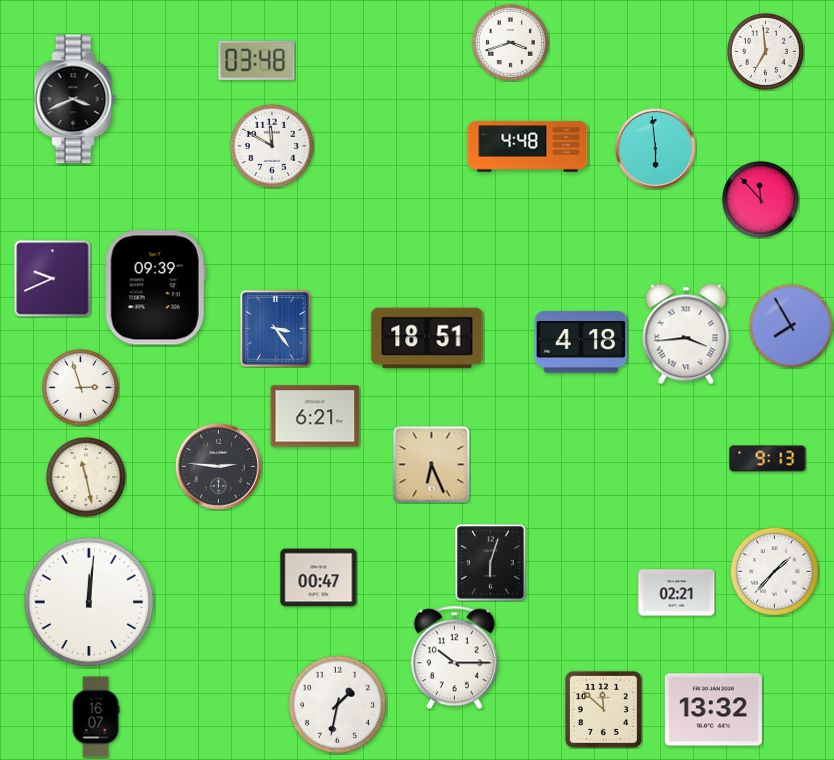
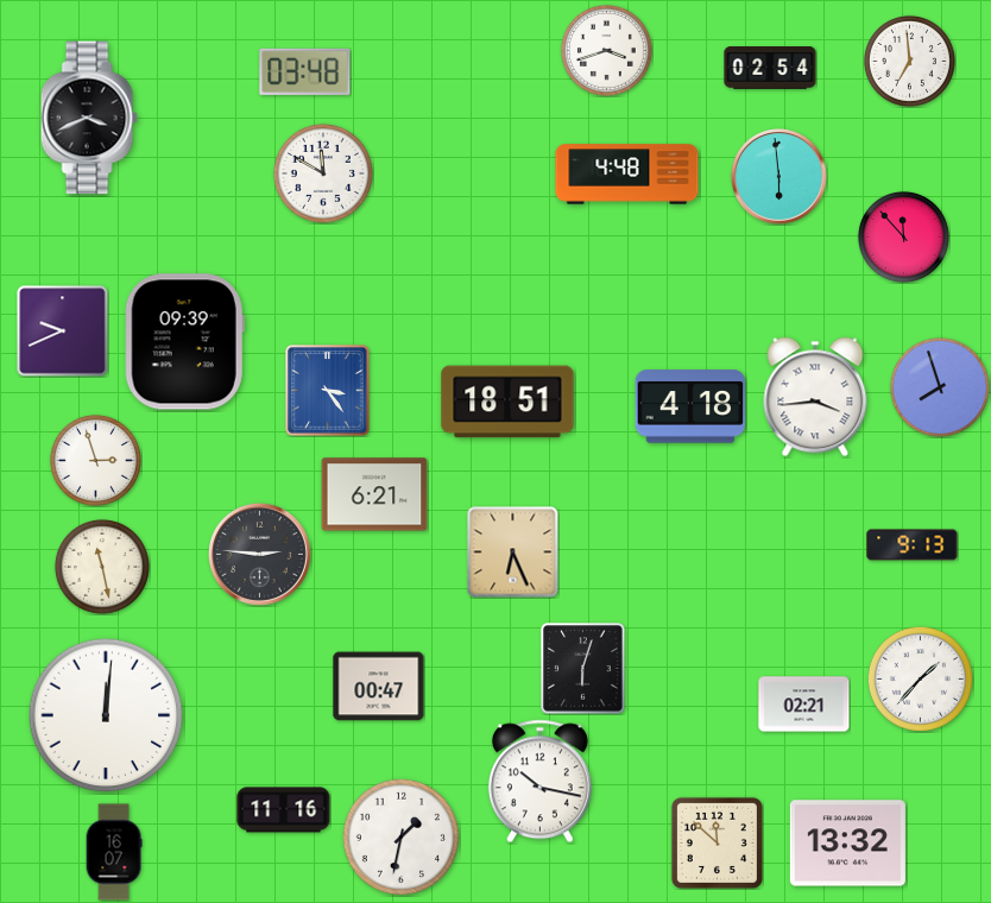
clock at (770, 69): none -> 02:54
clock at (791, 326): 7:55 -> 7:57
clock at (454, 658): 10:15 -> 10:17
clock at (284, 810): none -> 11:16
